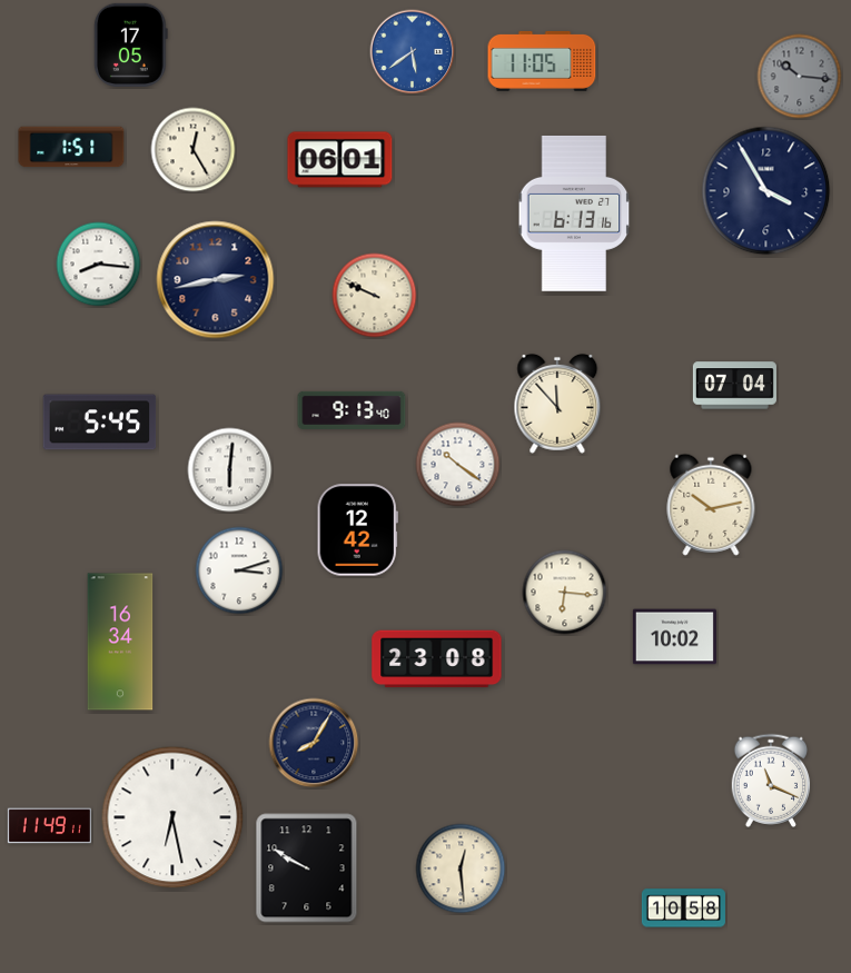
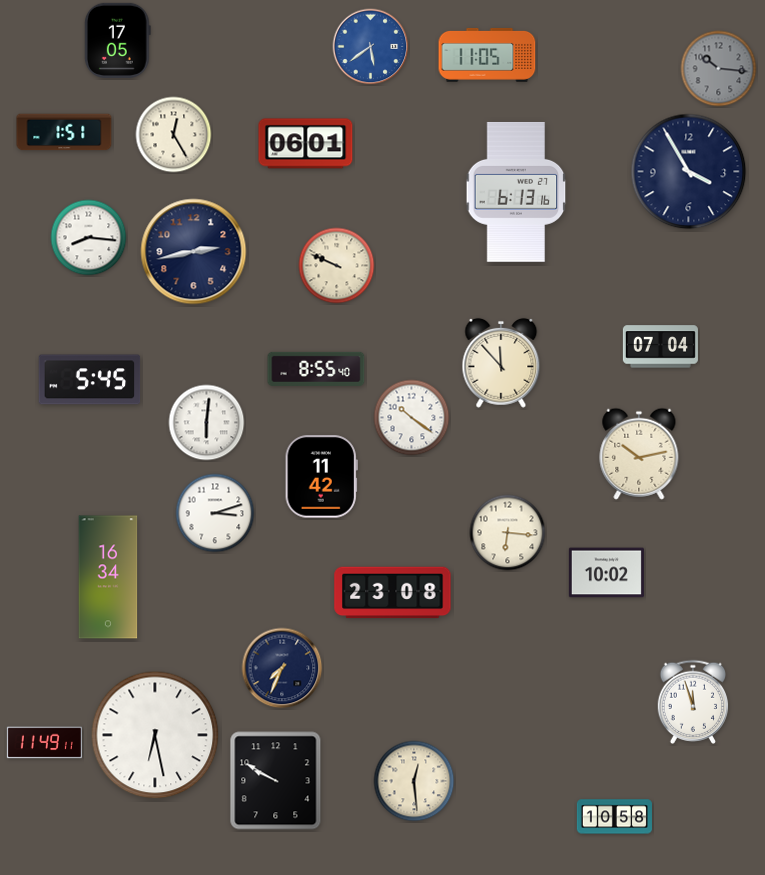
clock at (352, 410): 9:13 -> 8:55
clock at (357, 530): 12:42 -> 11:42
clock at (314, 743): 8:05 -> 7:34
clock at (771, 781): 11:19 -> 11:57
